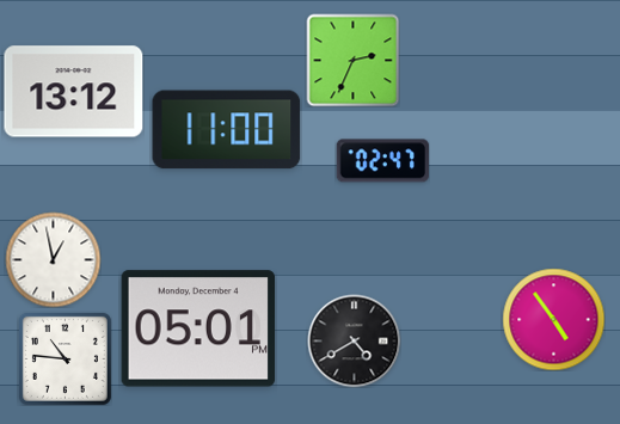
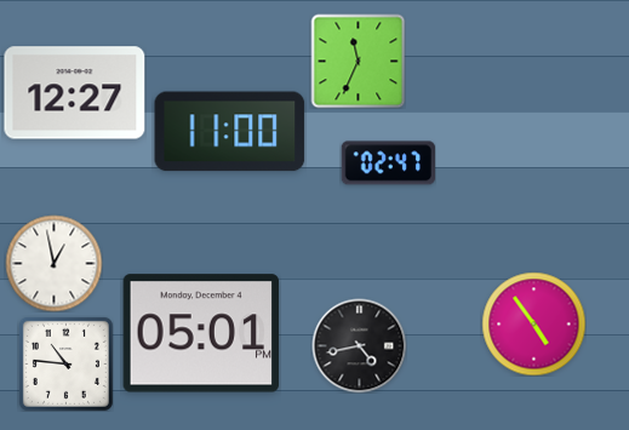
clock at (352, 60): 2:34 -> 11:34
clock at (74, 92): 13:12 -> 12:27
clock at (553, 319) position: (553, 319) -> (533, 323)
clock at (354, 340): 4:40 -> 4:43
